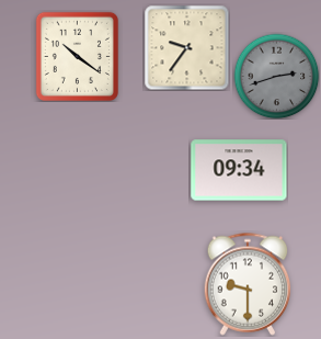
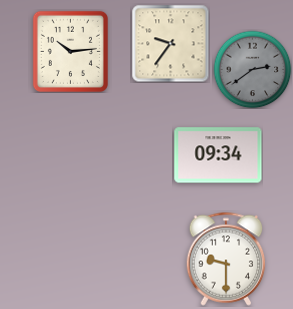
clock at (77, 56): 10:21 -> 10:14
clock at (276, 76): 2:42 -> 2:39
